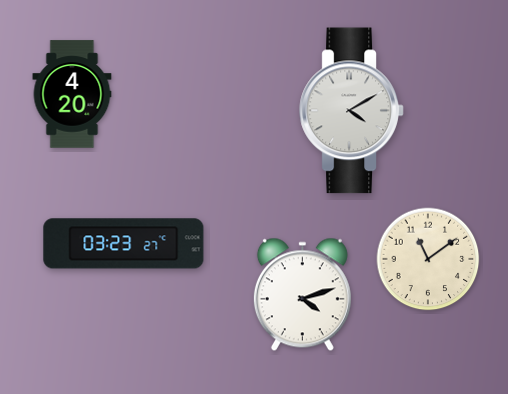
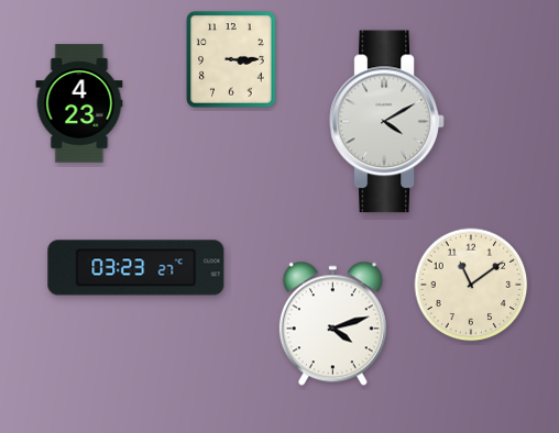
clock at (231, 59): none -> 3:15
clock at (72, 94): 4:20 -> 4:23
